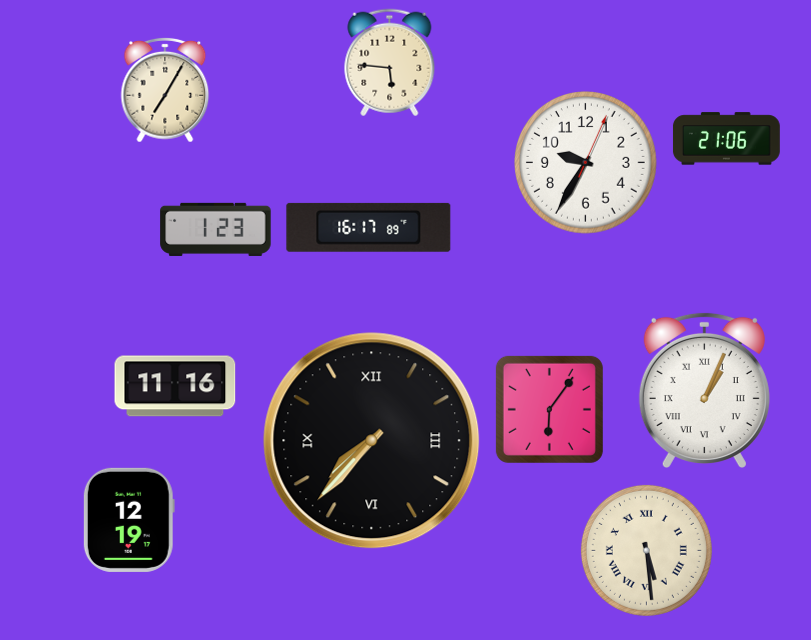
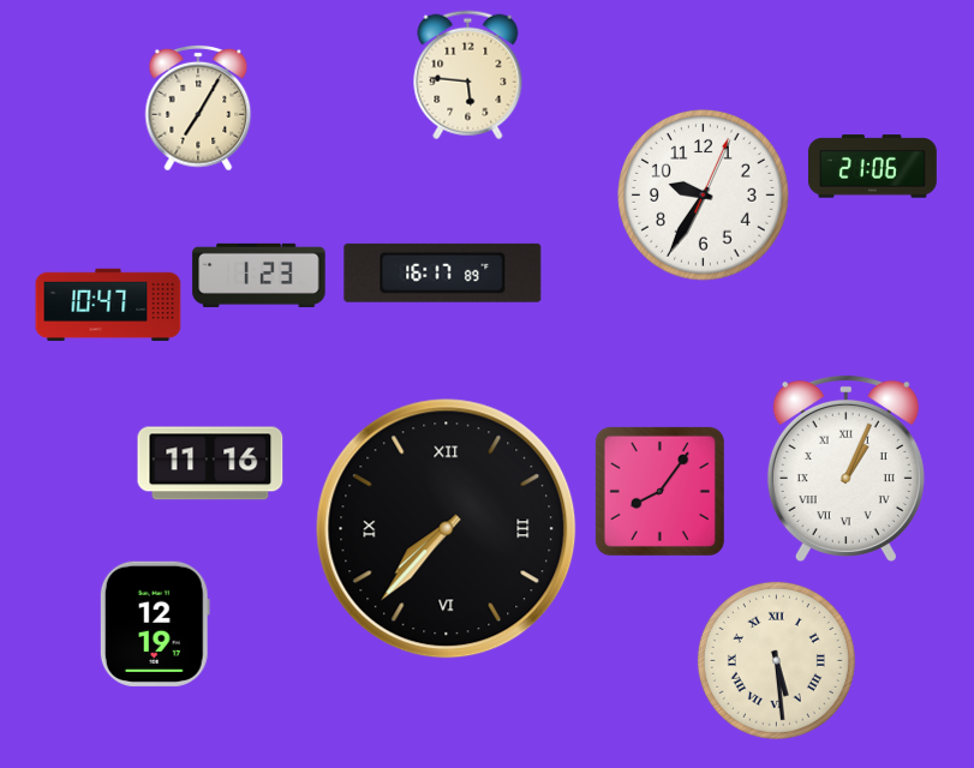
clock at (108, 305): none -> 10:47
clock at (549, 409): 6:06 -> 8:06
